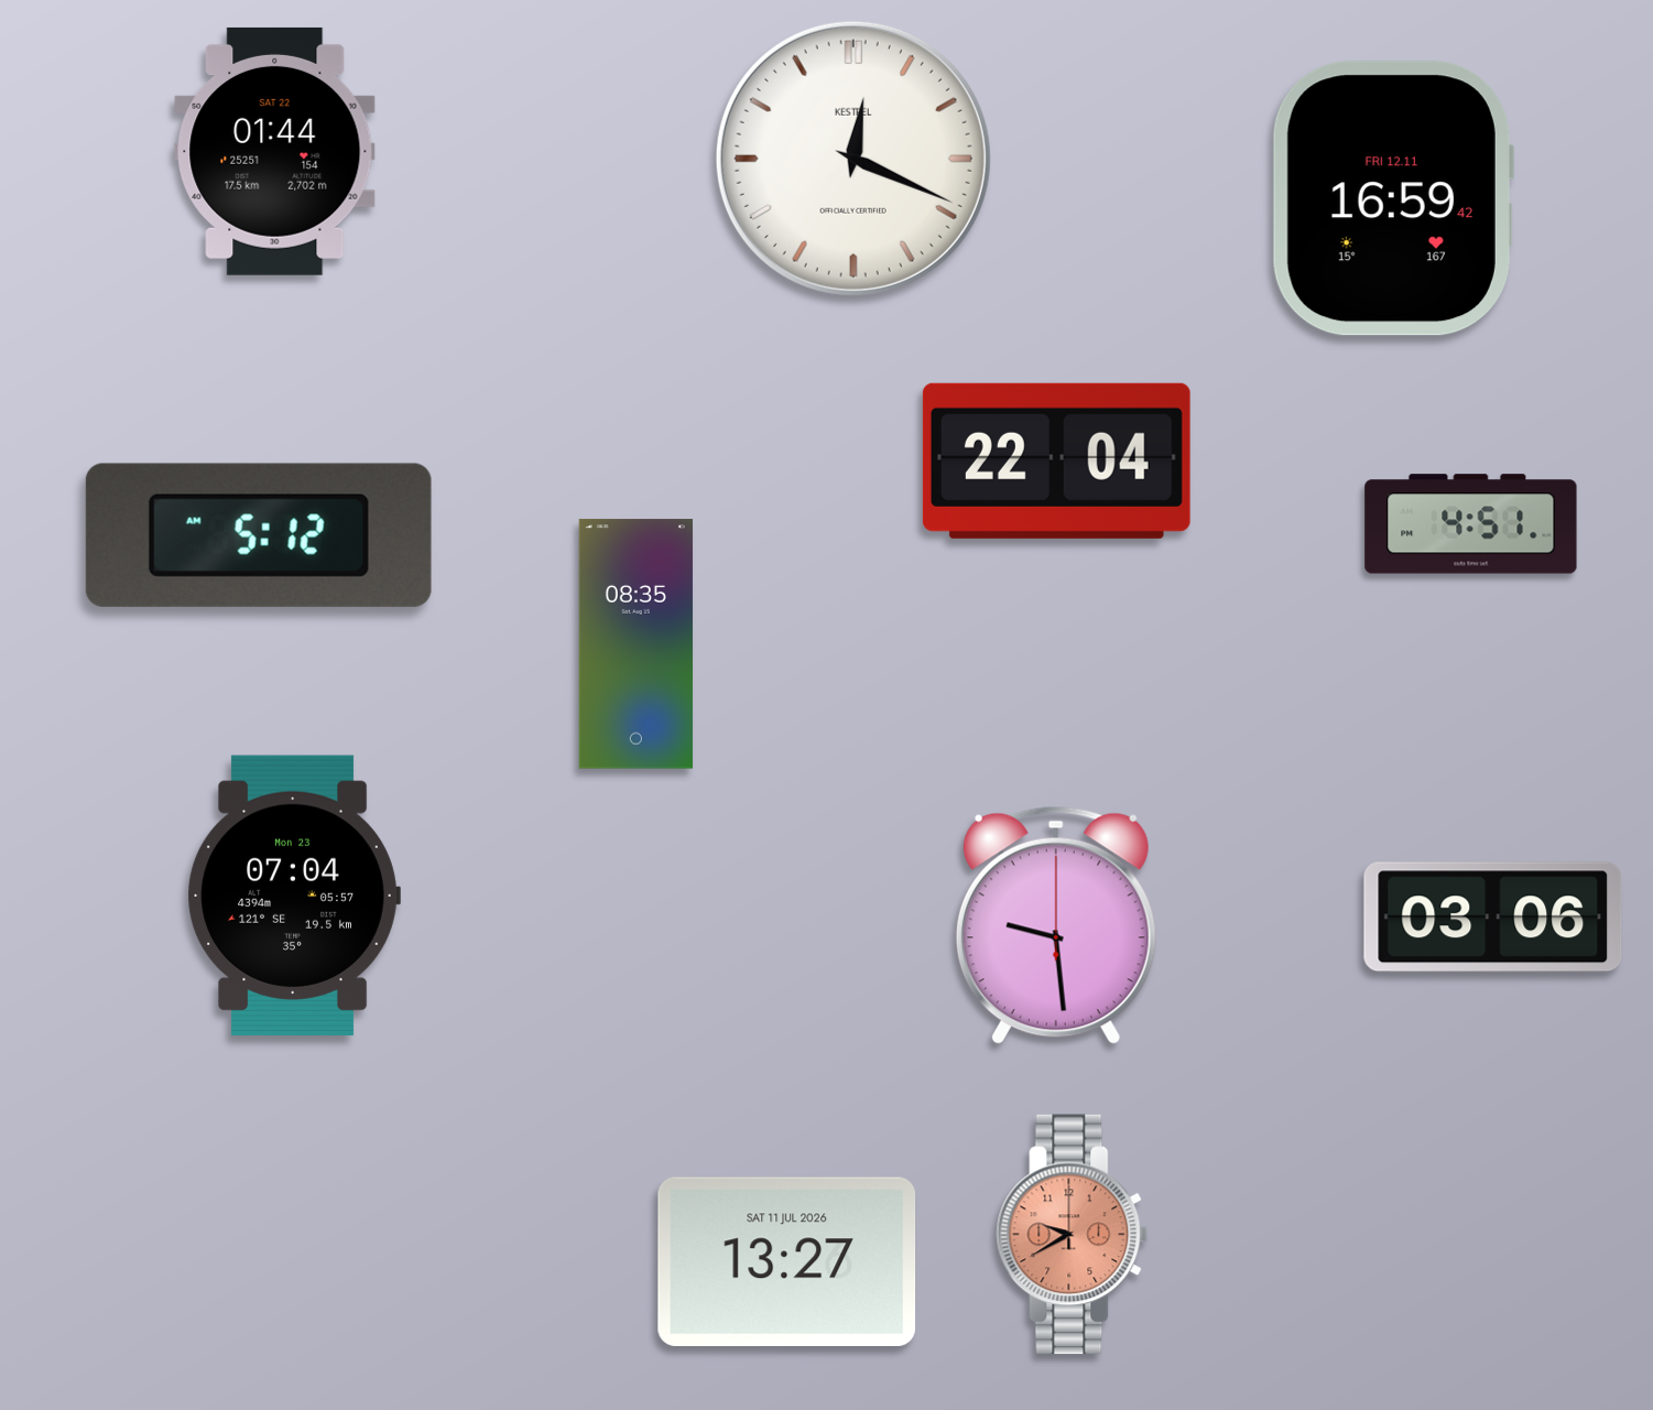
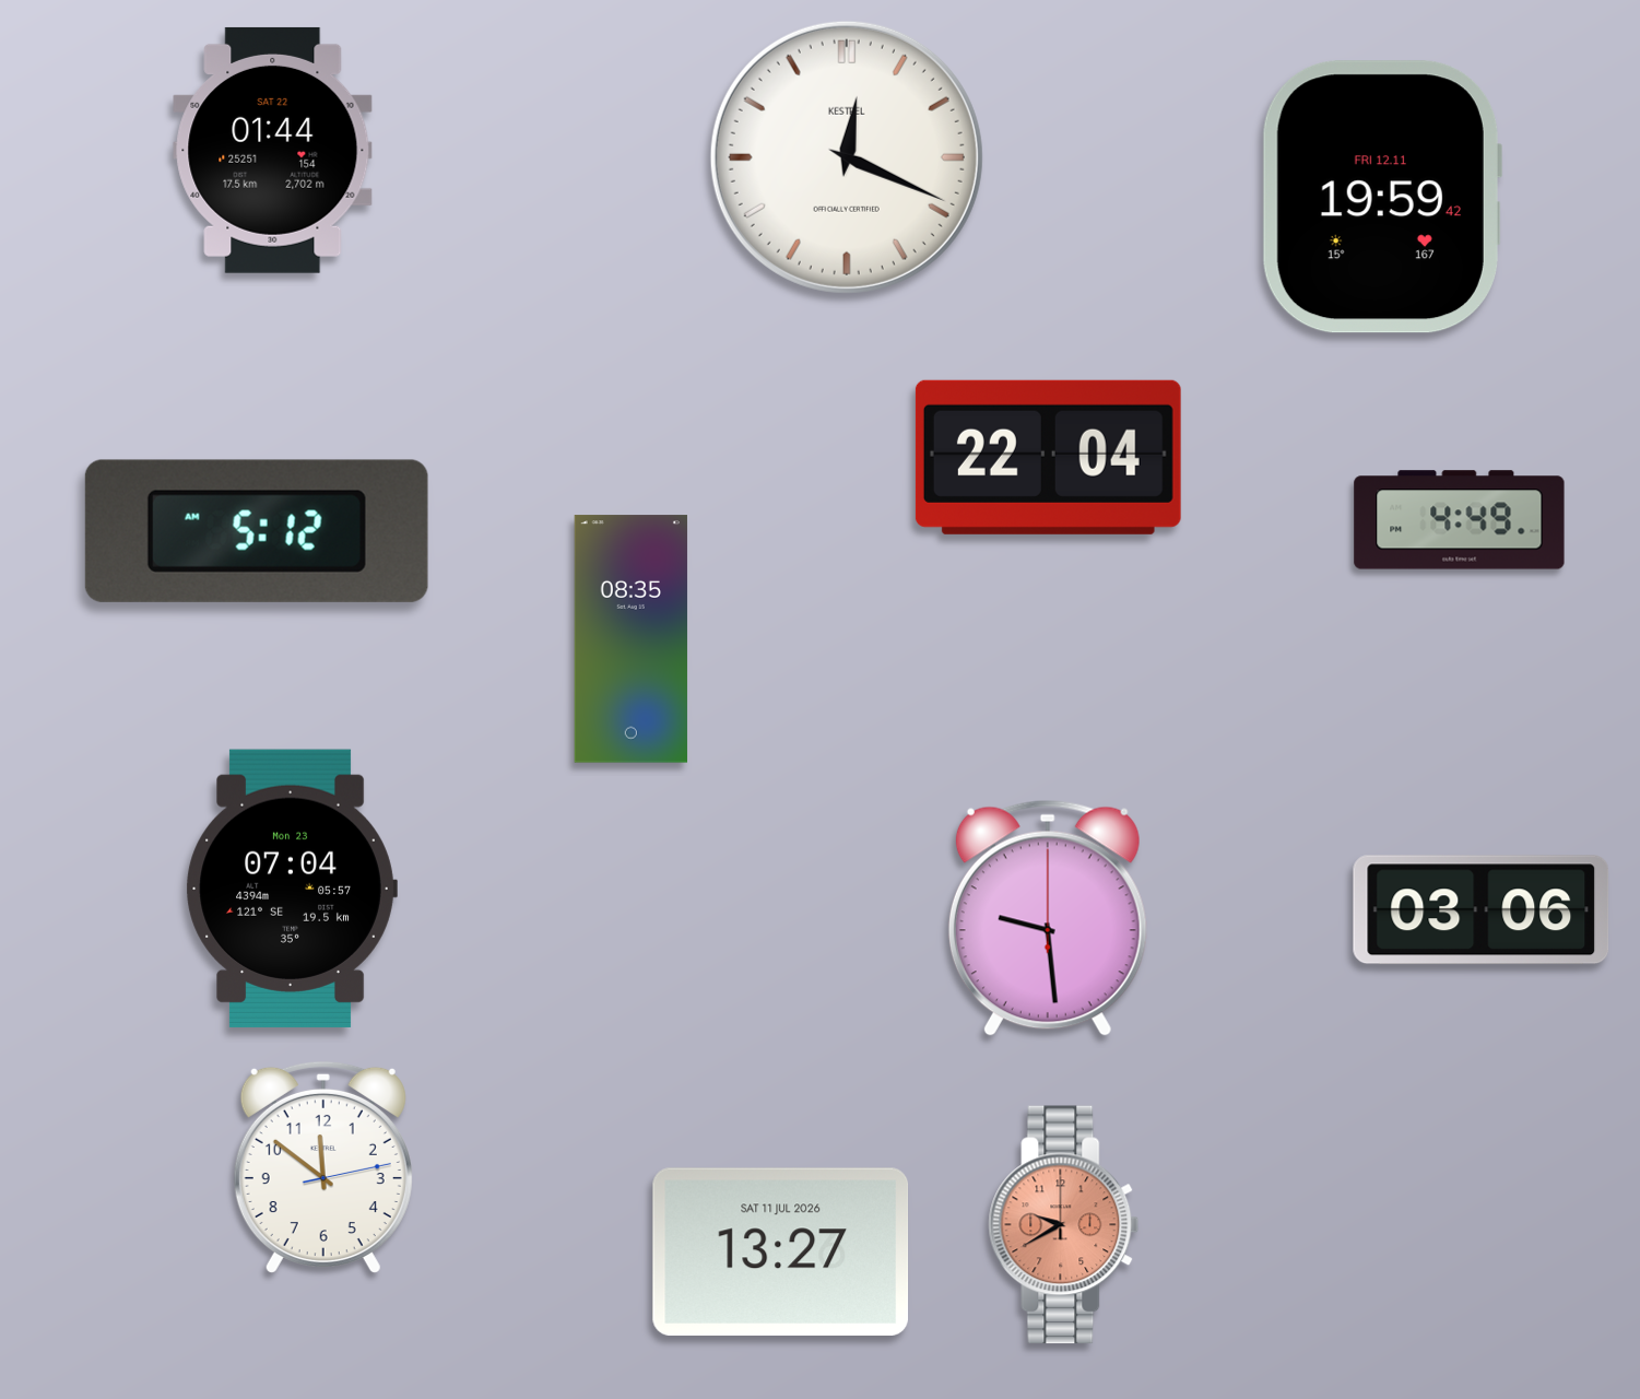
clock at (1392, 198): 16:59 -> 19:59
clock at (1471, 524): 4:51 -> 4:49
clock at (323, 1166): none -> 11:51
